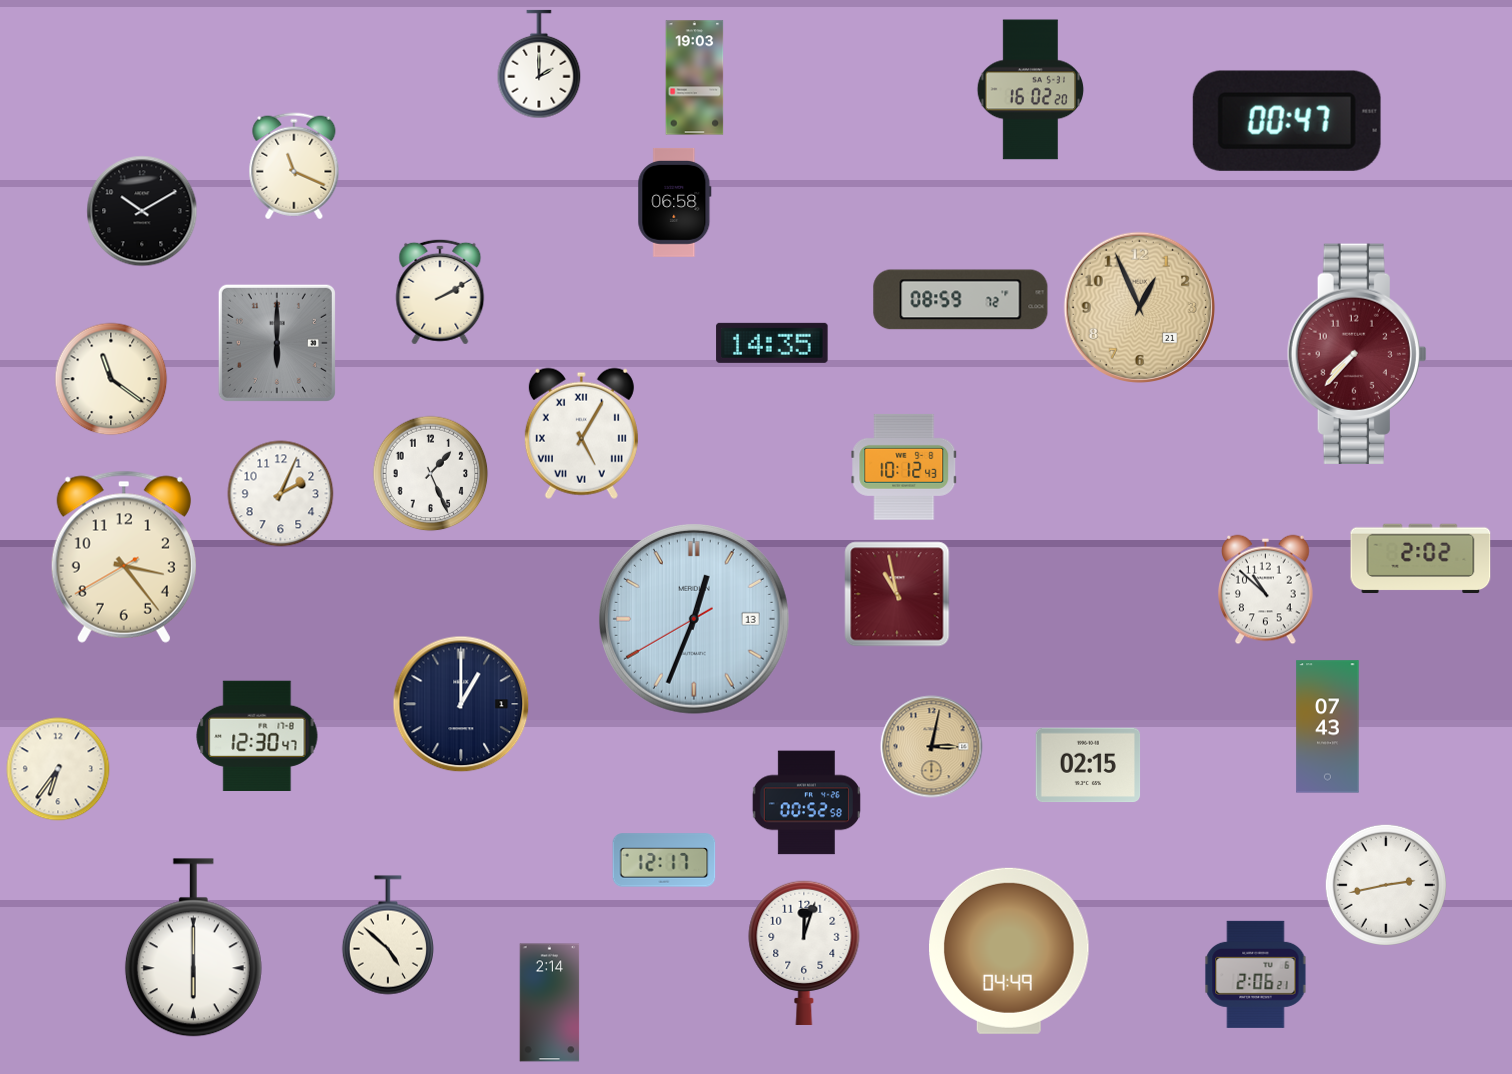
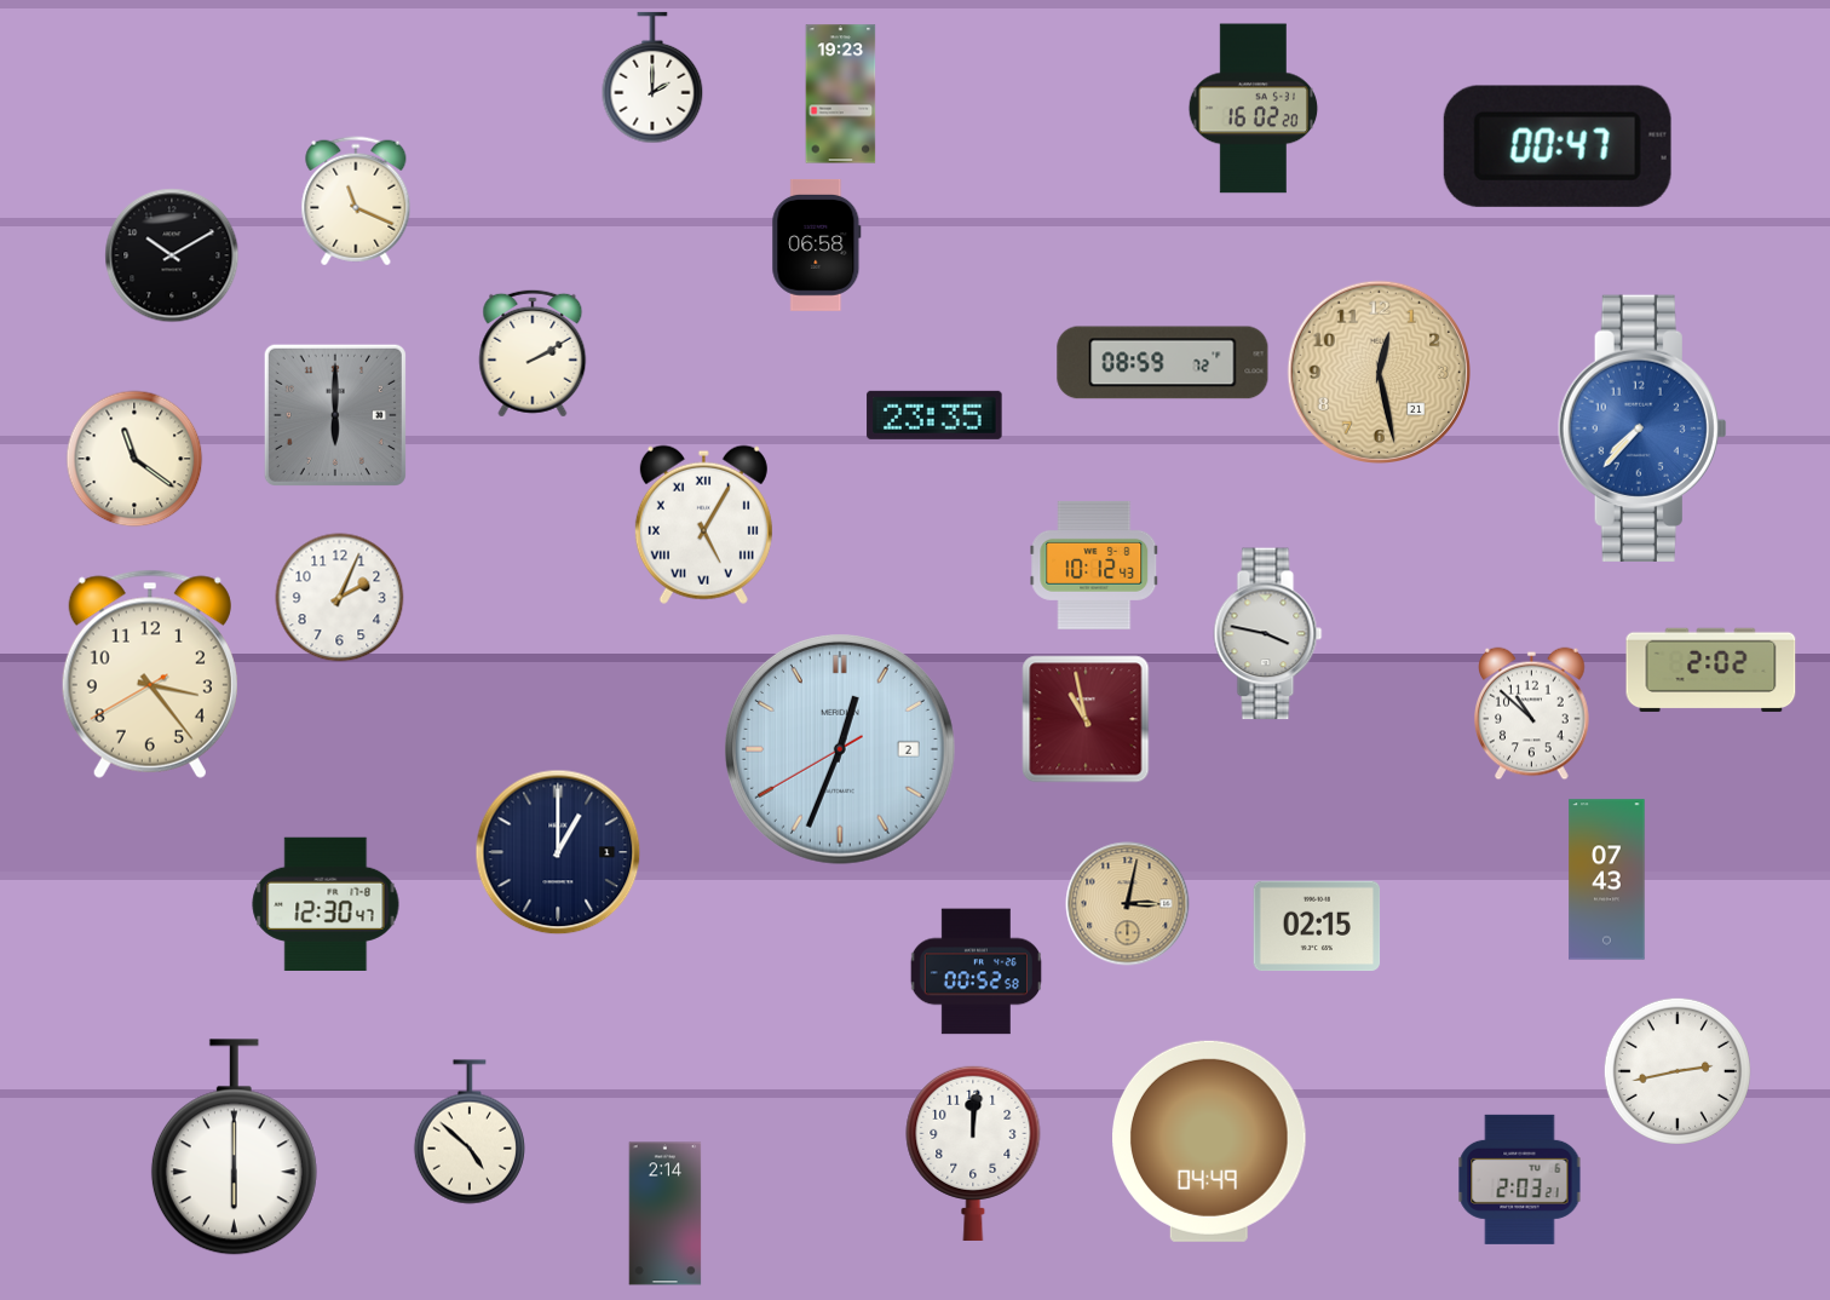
clock at (695, 78): 19:03 -> 19:23
clock at (1031, 90) position: (1031, 90) -> (1254, 109)
clock at (1139, 307): 12:56 -> 12:28
clock at (772, 343): 14:35 -> 23:35
clock at (1357, 353) dial: burgundy -> blue
clock at (431, 474): 1:26 -> none
clock at (1268, 634): none -> 3:47
clock at (1421, 559) position: (1421, 559) -> (1711, 671)
clock at (694, 619) date: 13 -> 2
clock at (257, 735) position: (257, 735) -> (326, 903)
clock at (58, 769): 6:36 -> none
clock at (664, 860): 12:17 -> none
clock at (1010, 951) position: (1010, 951) -> (1210, 1141)
clock at (804, 952): 12:03 -> 12:01
clock at (1256, 974): 2:06 -> 2:03
